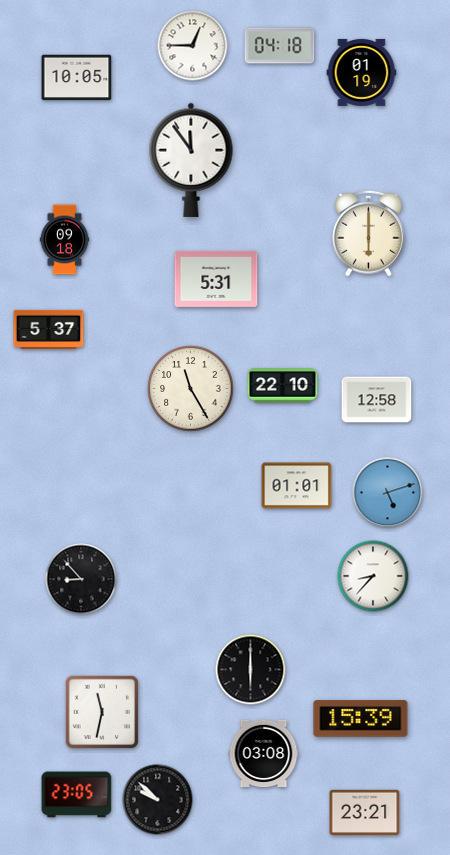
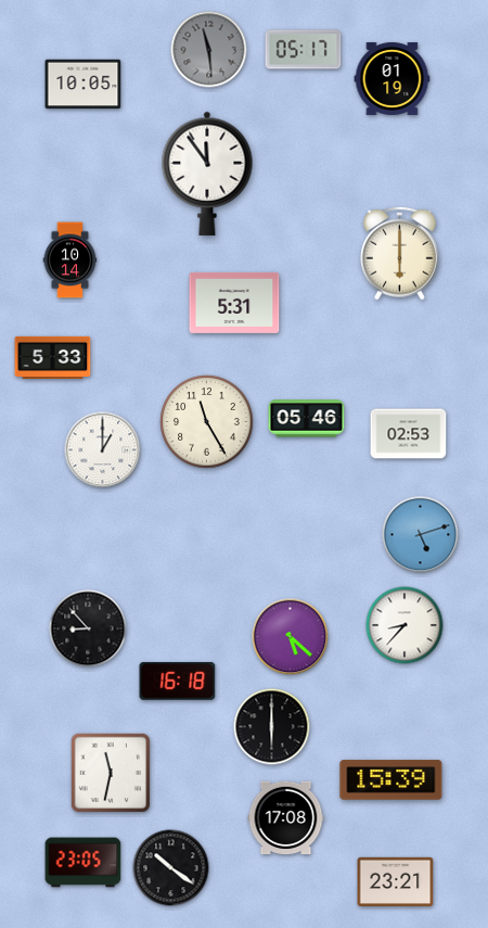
clock at (193, 46): 12:45 -> 11:29
clock at (193, 46) dial: white -> grey
clock at (280, 46): 04:18 -> 05:17
clock at (65, 240): 09:18 -> 10:14
clock at (49, 329): 5:37 -> 5:33
clock at (283, 386): 22:10 -> 05:46
clock at (377, 400): 12:58 -> 02:53
clock at (103, 450): none -> 1:00
clock at (297, 486): 01:01 -> none
clock at (291, 637): none -> 5:22
clock at (178, 681): none -> 16:18
clock at (264, 754): 03:08 -> 17:08
clock at (158, 800): 9:52 -> 10:21
